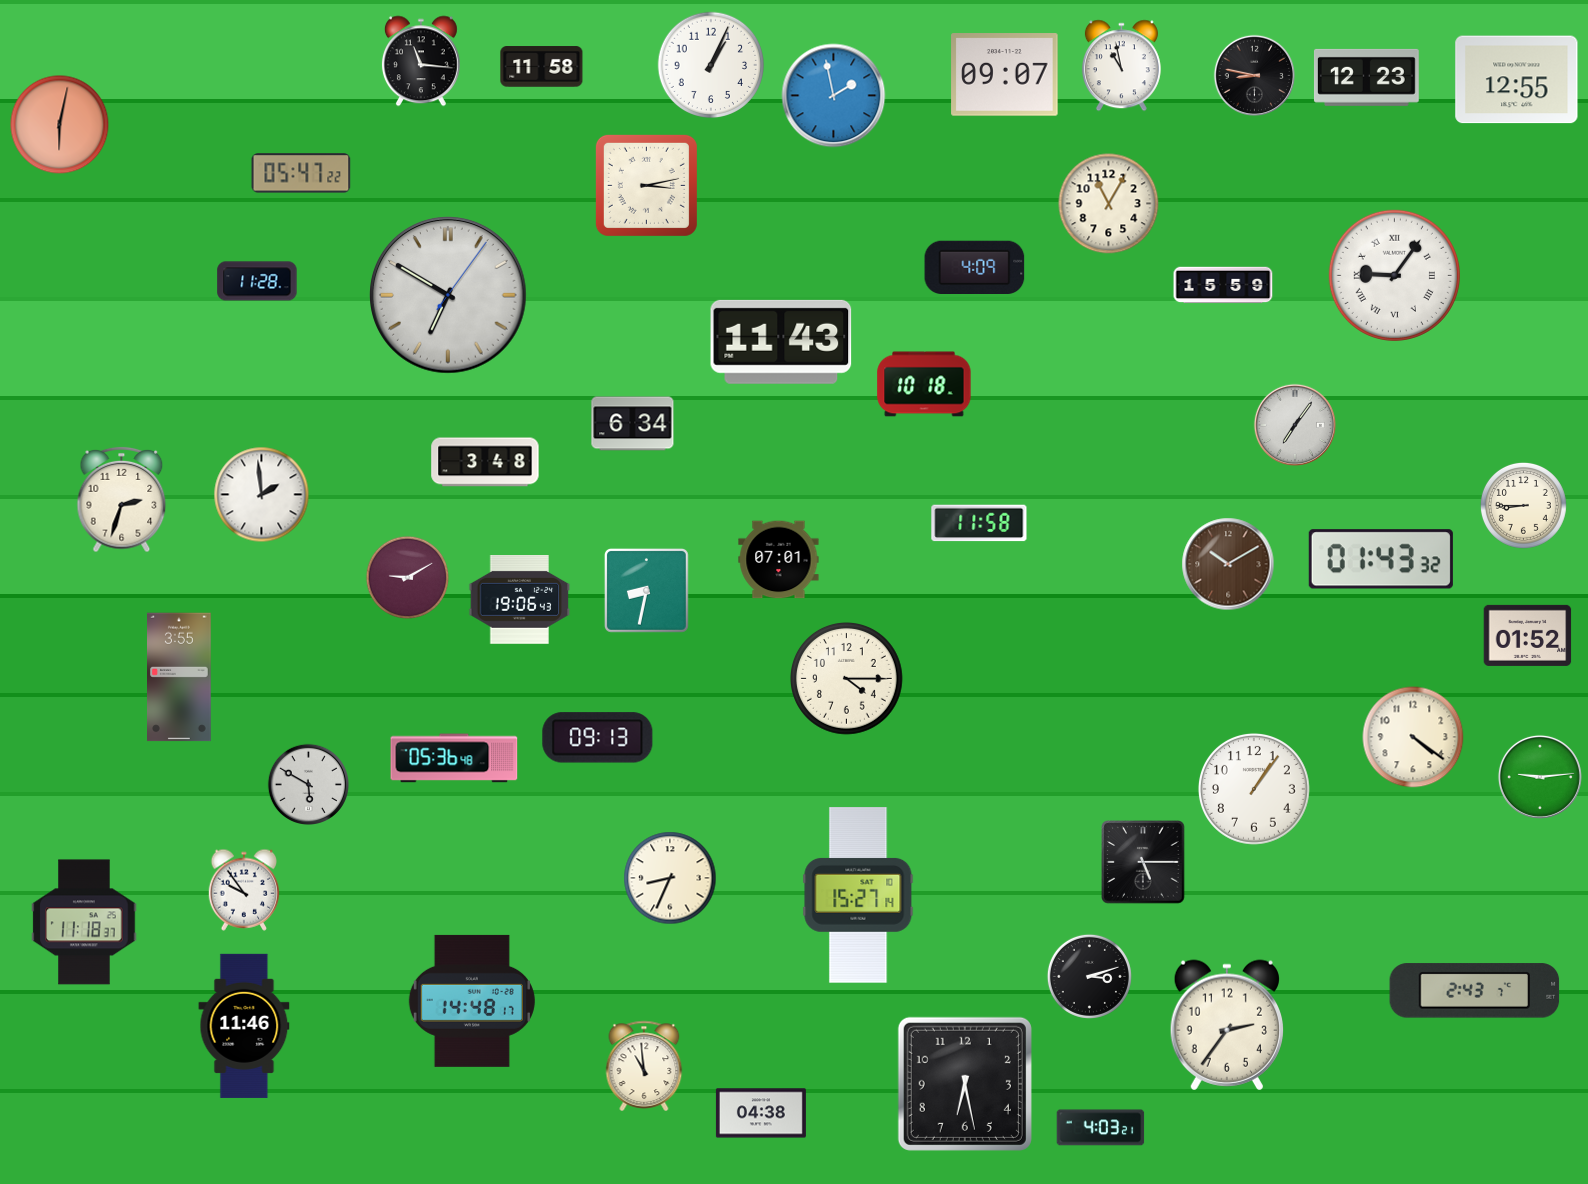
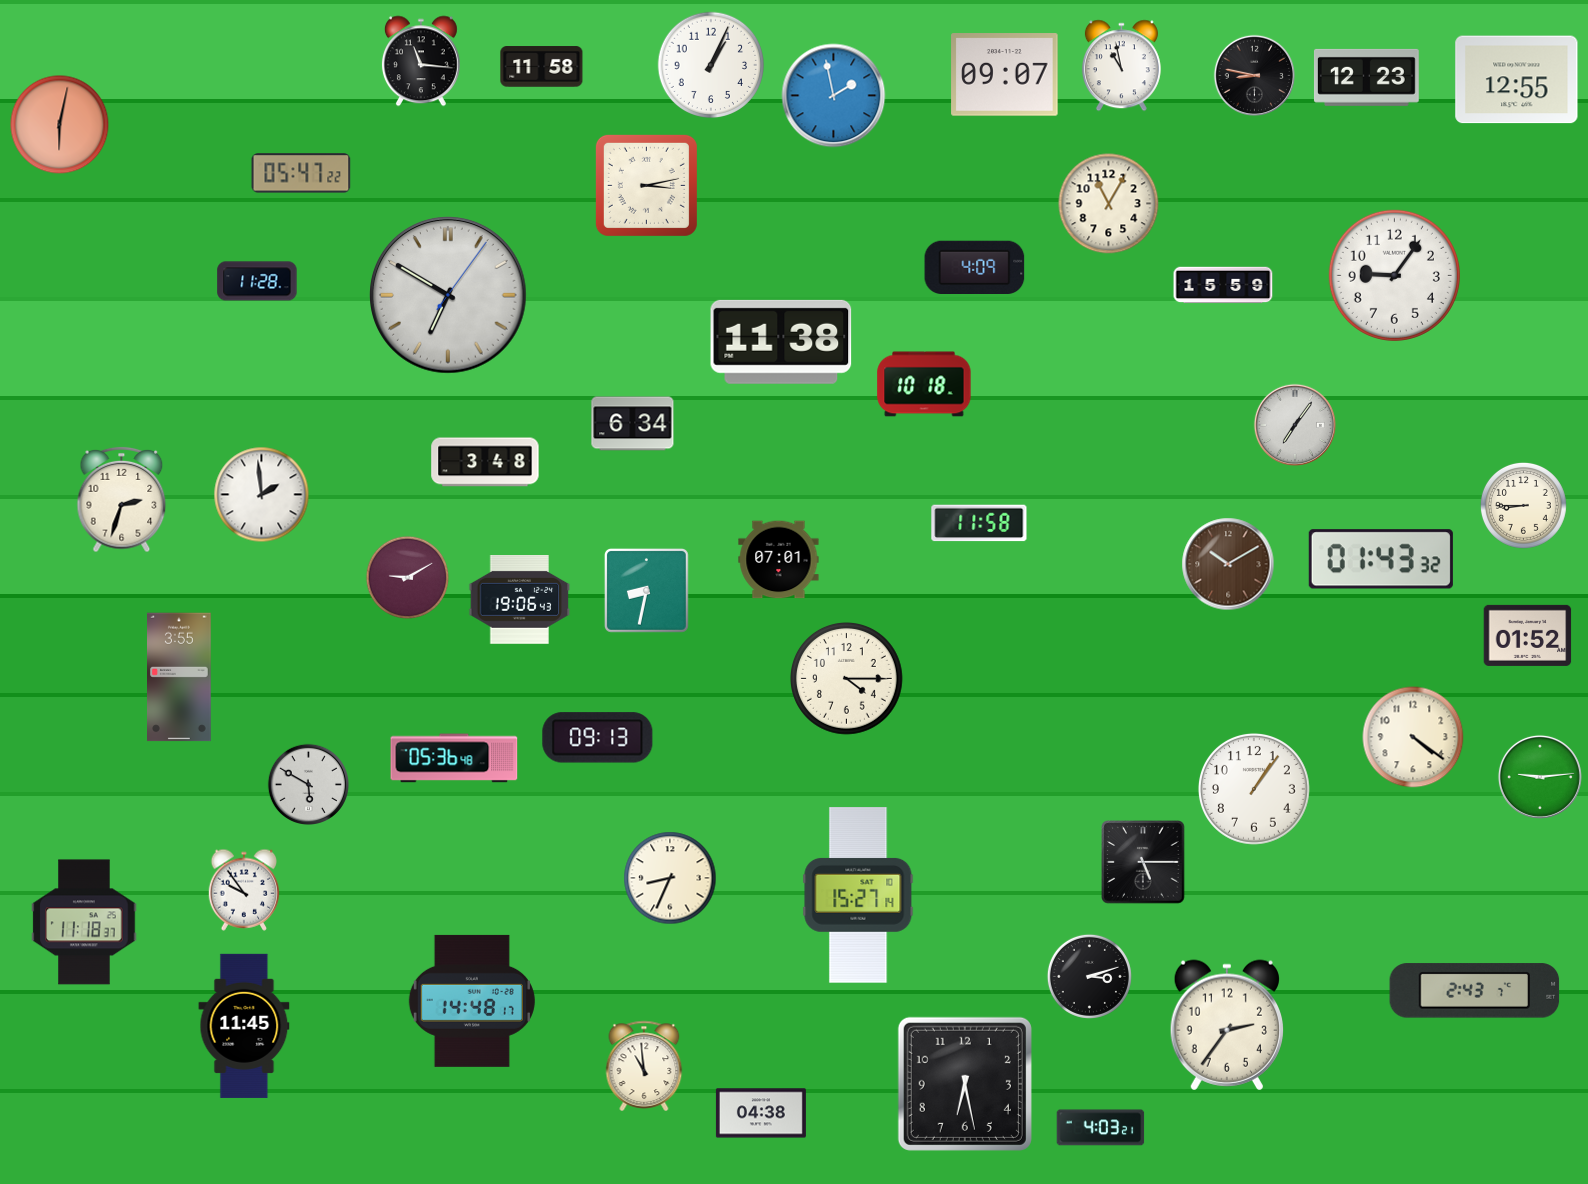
clock at (1394, 275) numerals: Roman -> Arabic
clock at (781, 342): 11:43 -> 11:38
clock at (244, 1026): 11:46 -> 11:45
